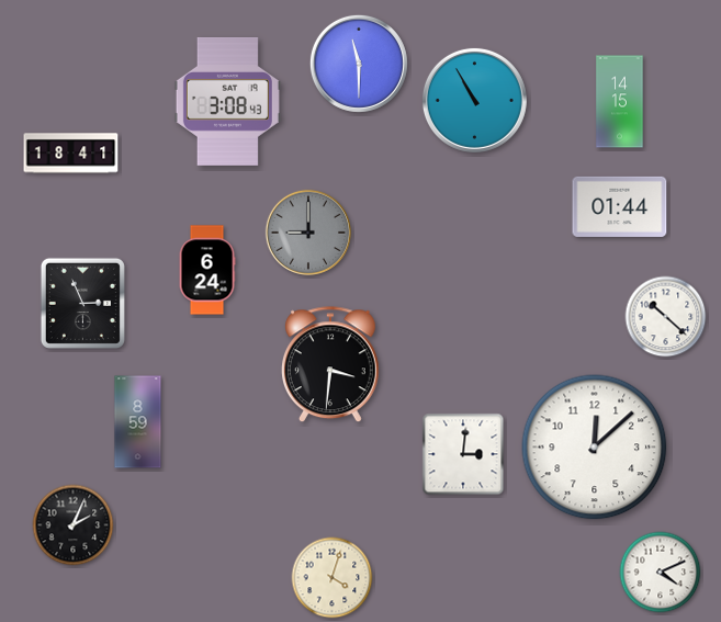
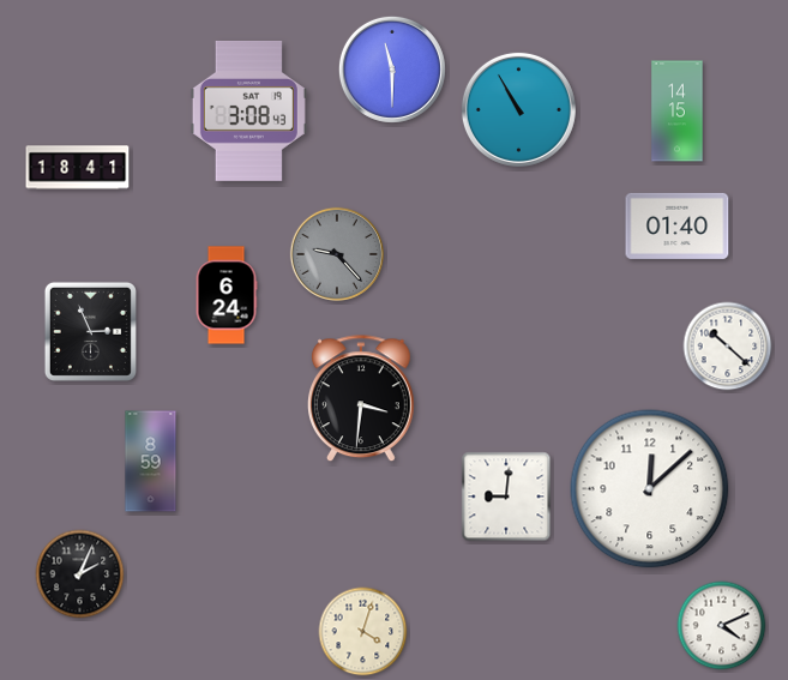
clock at (620, 206): 01:44 -> 01:40
clock at (307, 231): 9:00 -> 9:23
clock at (463, 454): 3:01 -> 9:01
